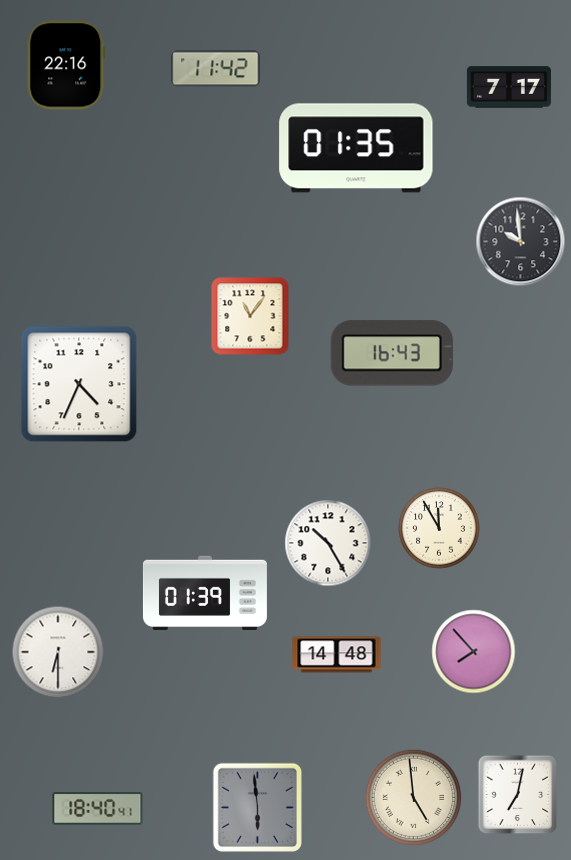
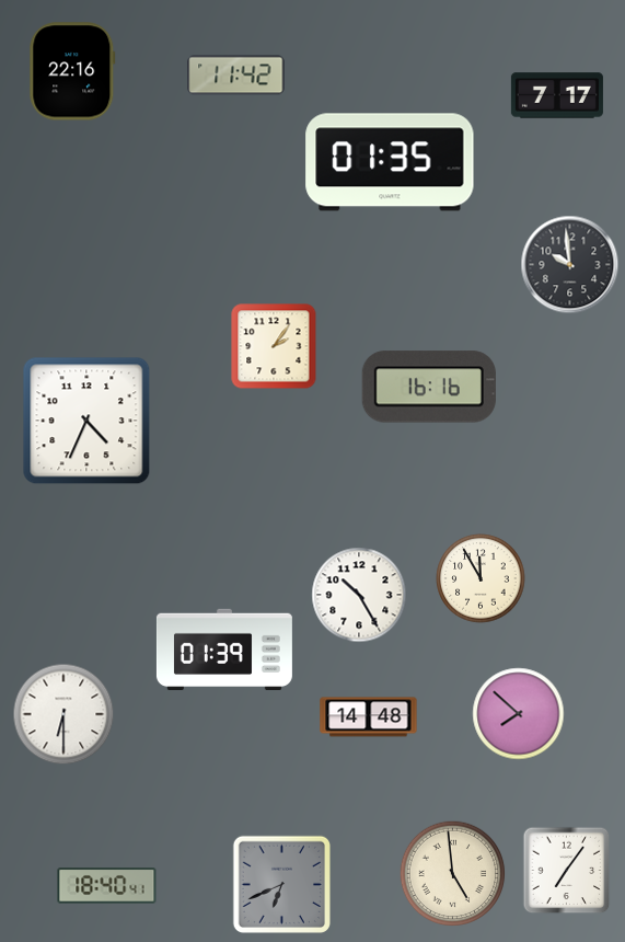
clock at (250, 316): 11:06 -> 2:06
clock at (392, 353): 16:43 -> 16:16
clock at (474, 652): 7:53 -> 7:52
clock at (518, 795): 7:02 -> 7:06
clock at (257, 807): 5:59 -> 6:41
